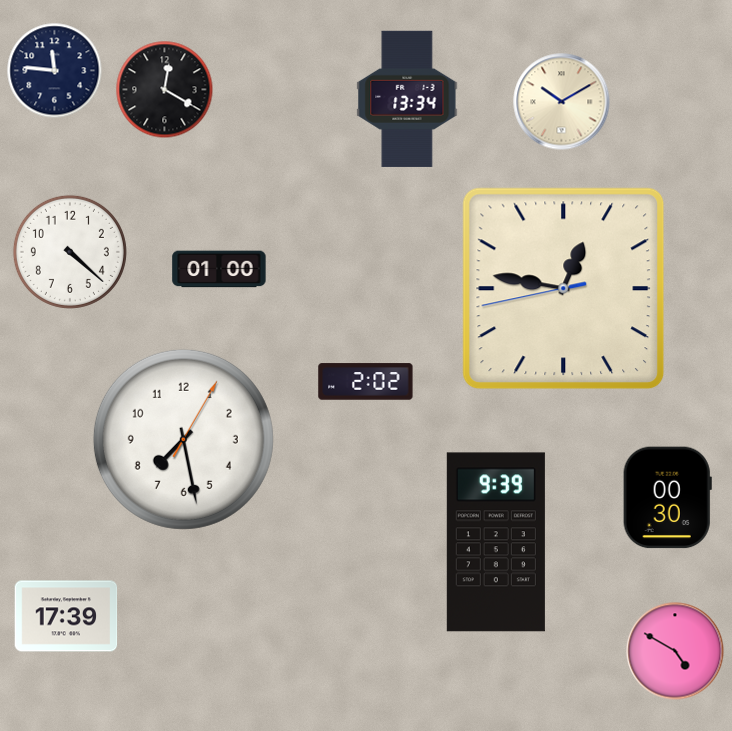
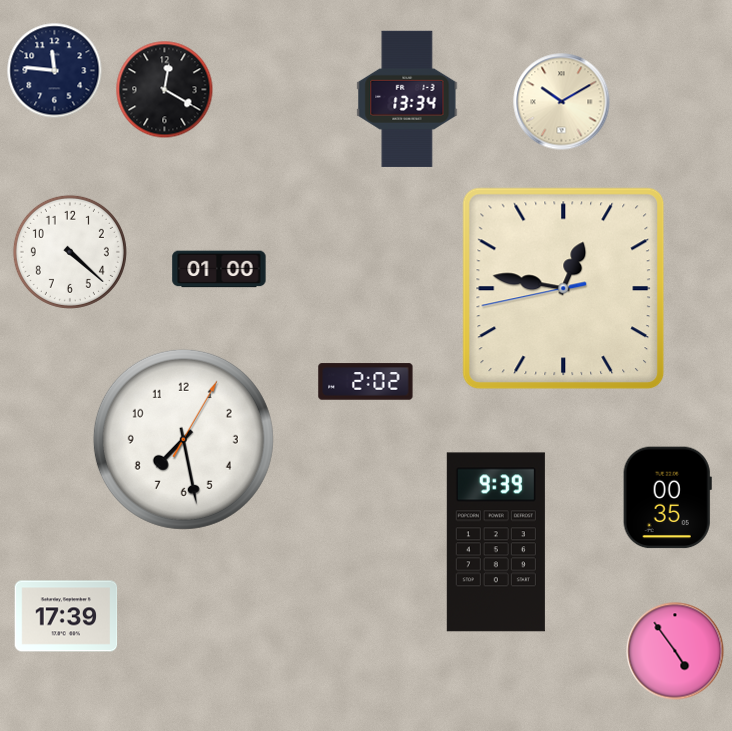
clock at (667, 498): 00:30 -> 00:35
clock at (675, 651): 4:50 -> 4:54
